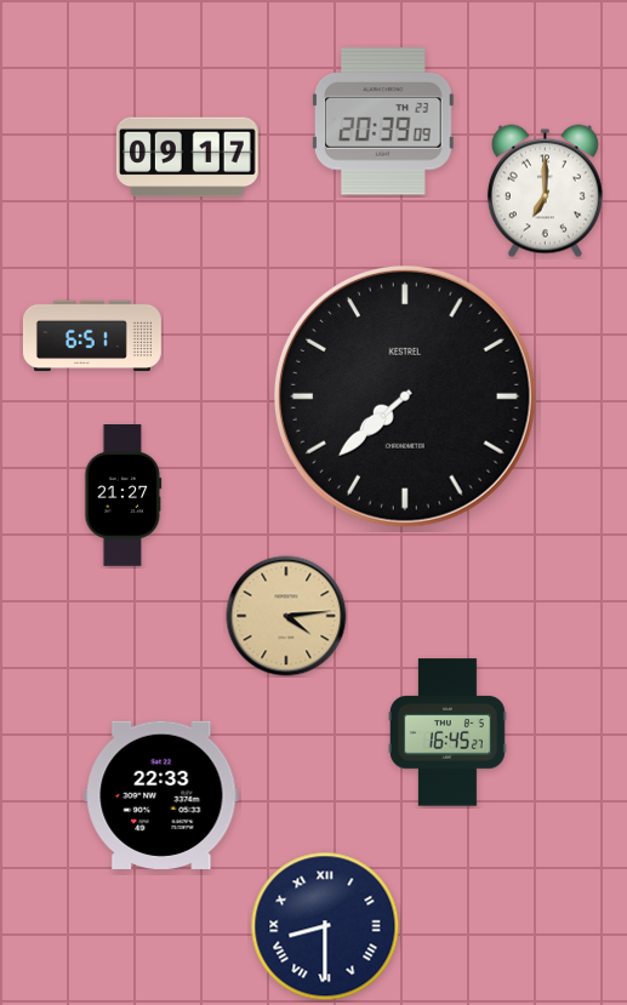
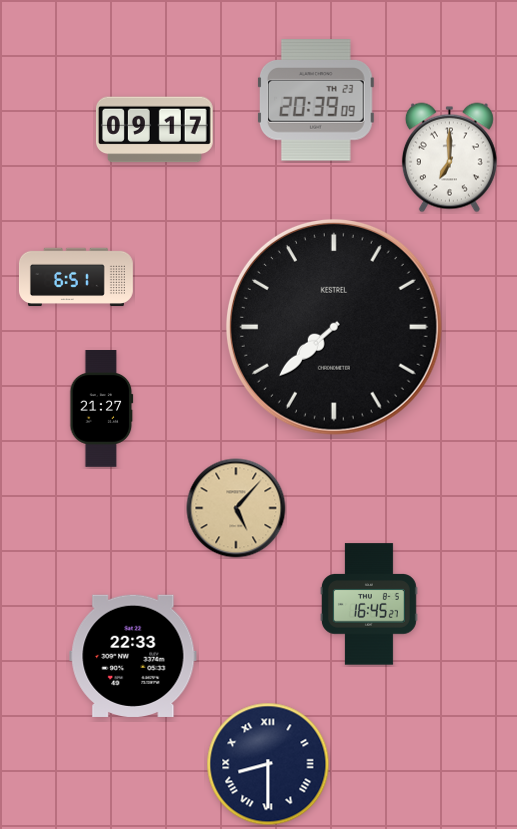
clock at (286, 616): 4:14 -> 5:07
